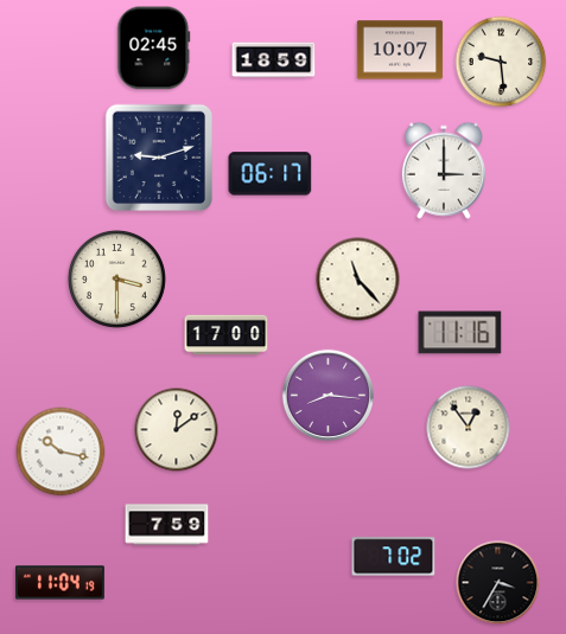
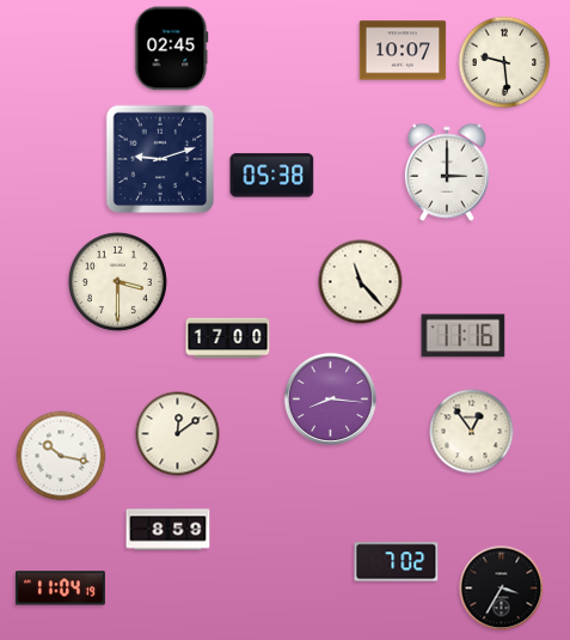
clock at (154, 49) position: (154, 49) -> (172, 49)
clock at (274, 60): 18:59 -> none
clock at (271, 174): 06:17 -> 05:38
clock at (167, 525): 7:59 -> 8:59
